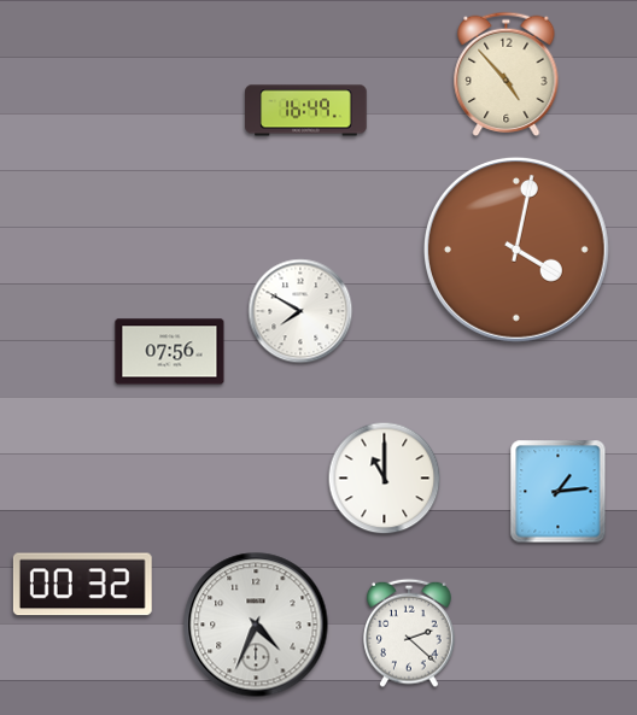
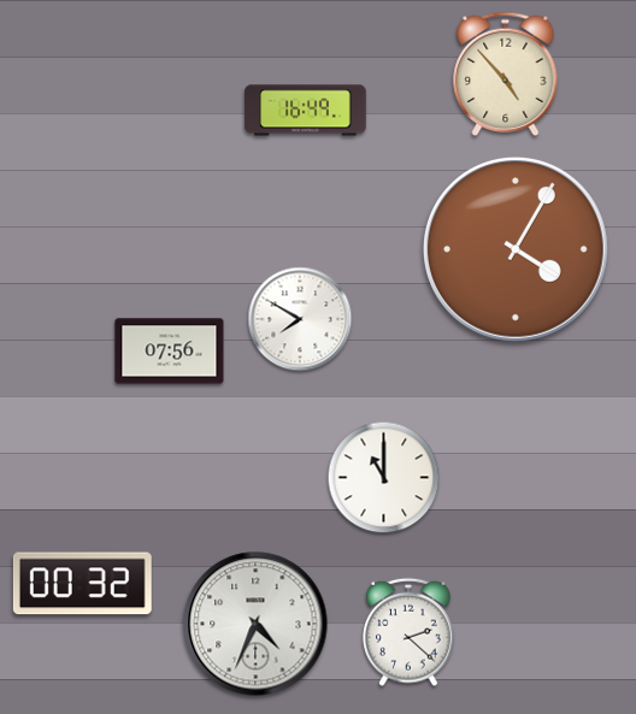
clock at (516, 250): 4:02 -> 4:05
clock at (300, 311) position: (300, 311) -> (300, 319)
clock at (559, 492): 1:14 -> none
